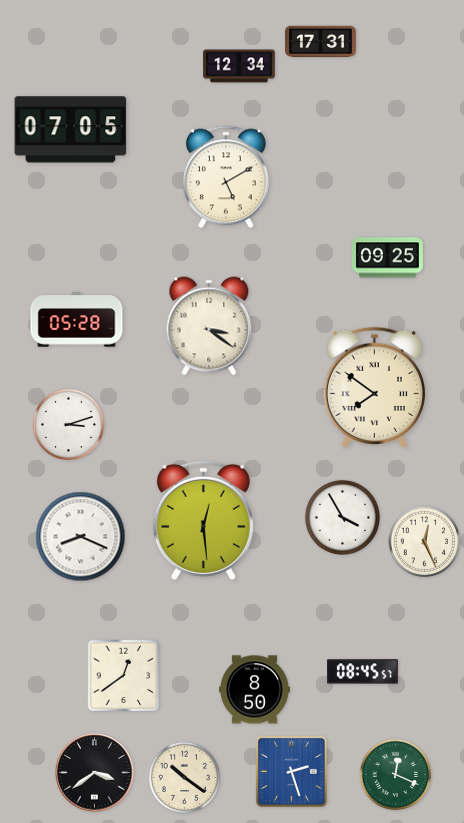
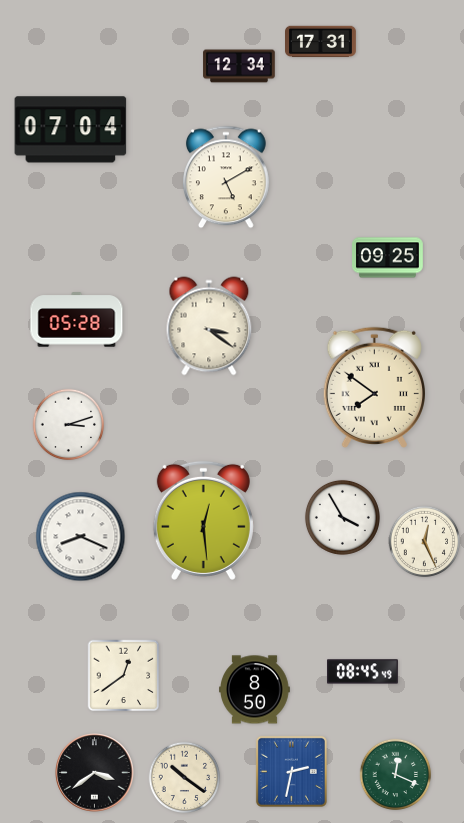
clock at (71, 130): 07:05 -> 07:04
clock at (363, 672): 08:45:57 -> 08:45:49
clock at (291, 771): 2:27 -> 2:32
